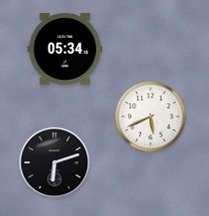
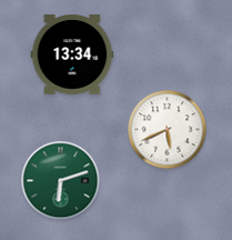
clock at (65, 49): 05:34 -> 13:34
clock at (55, 163) dial: black -> green
